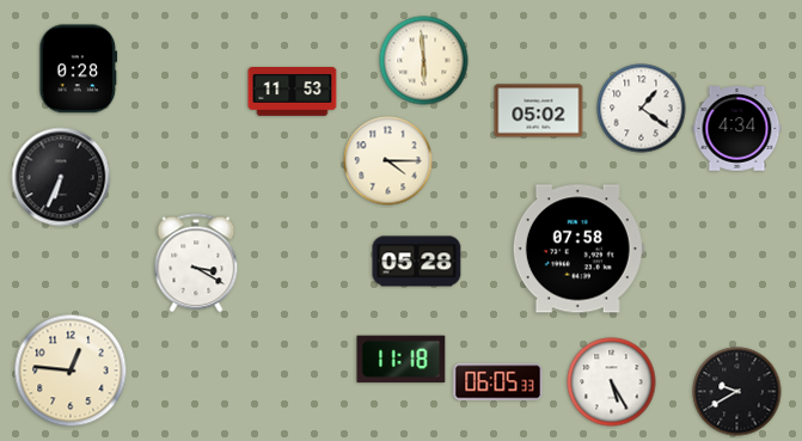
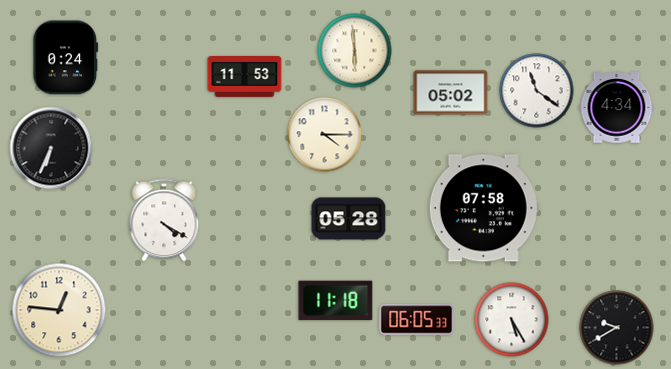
clock at (79, 69): 0:28 -> 0:24
clock at (642, 109): 1:21 -> 11:21
clock at (196, 263): 3:20 -> 4:20
